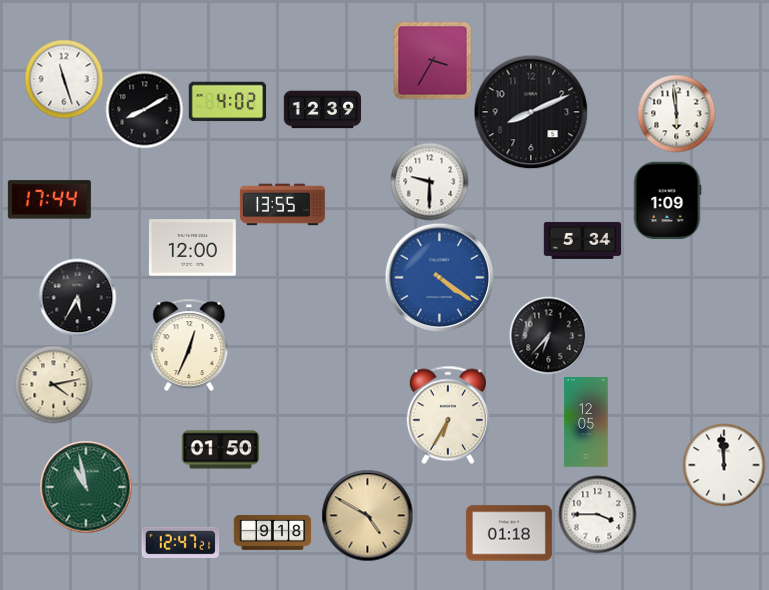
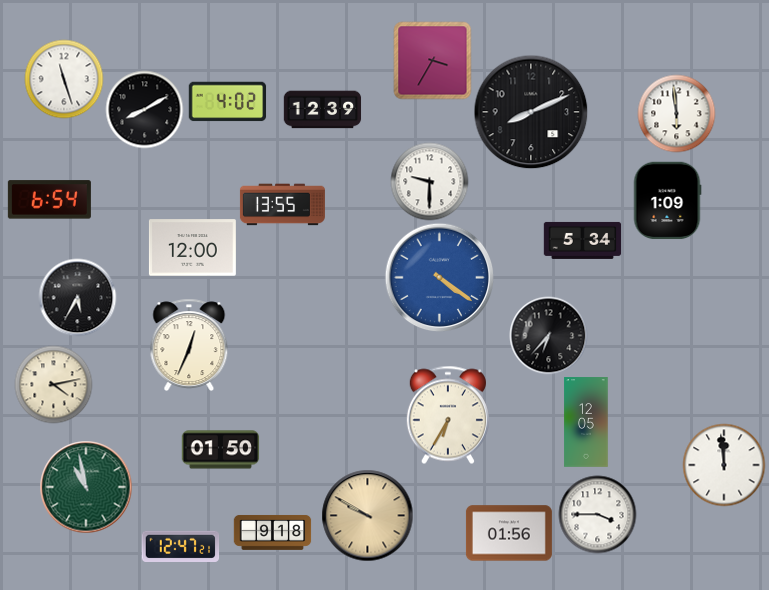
clock at (49, 200): 17:44 -> 6:54
clock at (367, 515): 4:50 -> 9:50
clock at (509, 533): 01:18 -> 01:56
clock at (180, 542) position: (180, 542) -> (180, 546)
